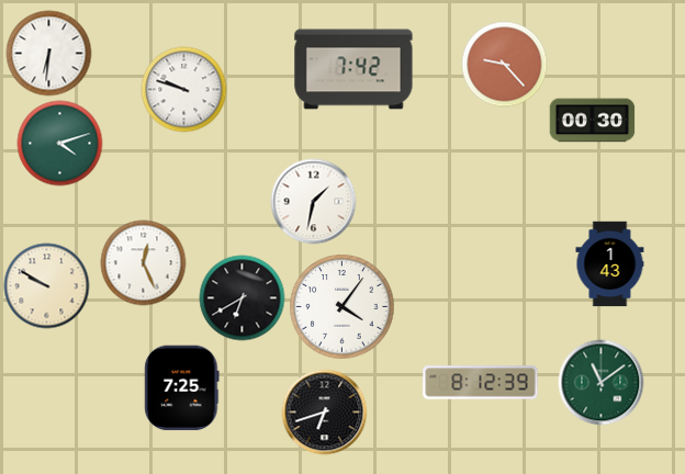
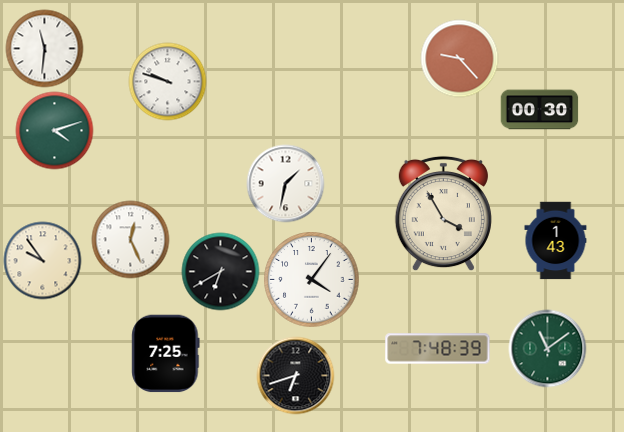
clock at (48, 53): 6:31 -> 11:31
clock at (353, 69): 7:42 -> none
clock at (443, 213): none -> 3:55
clock at (46, 285): 9:50 -> 9:54
clock at (481, 383): 8:12 -> 7:48
